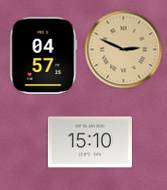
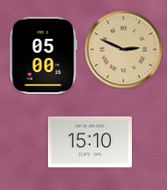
clock at (44, 55): 04:57 -> 05:00
